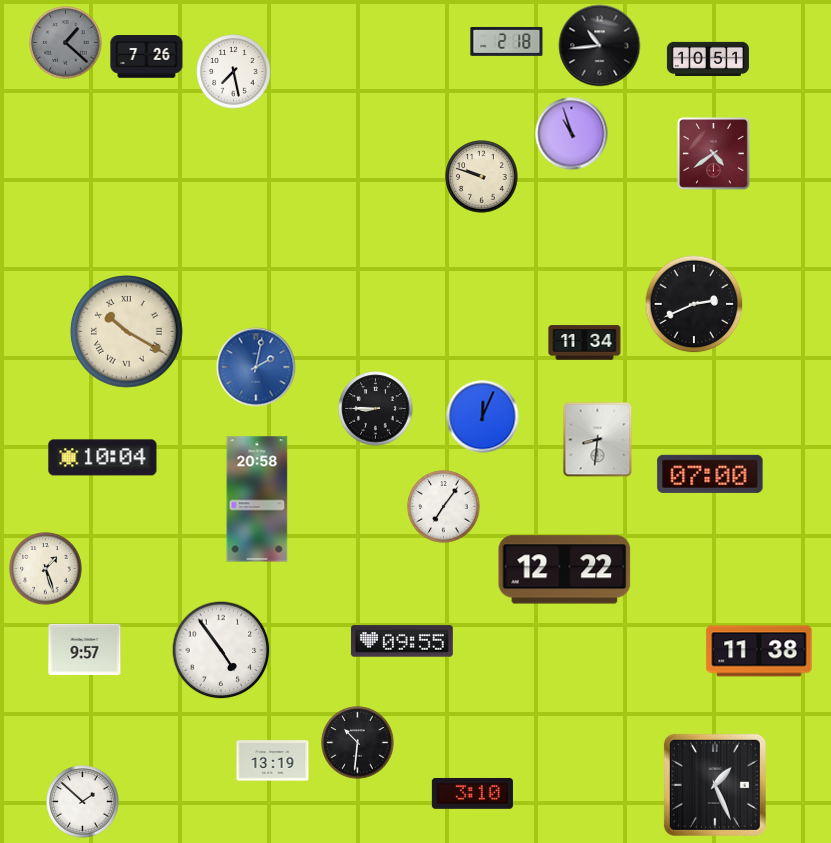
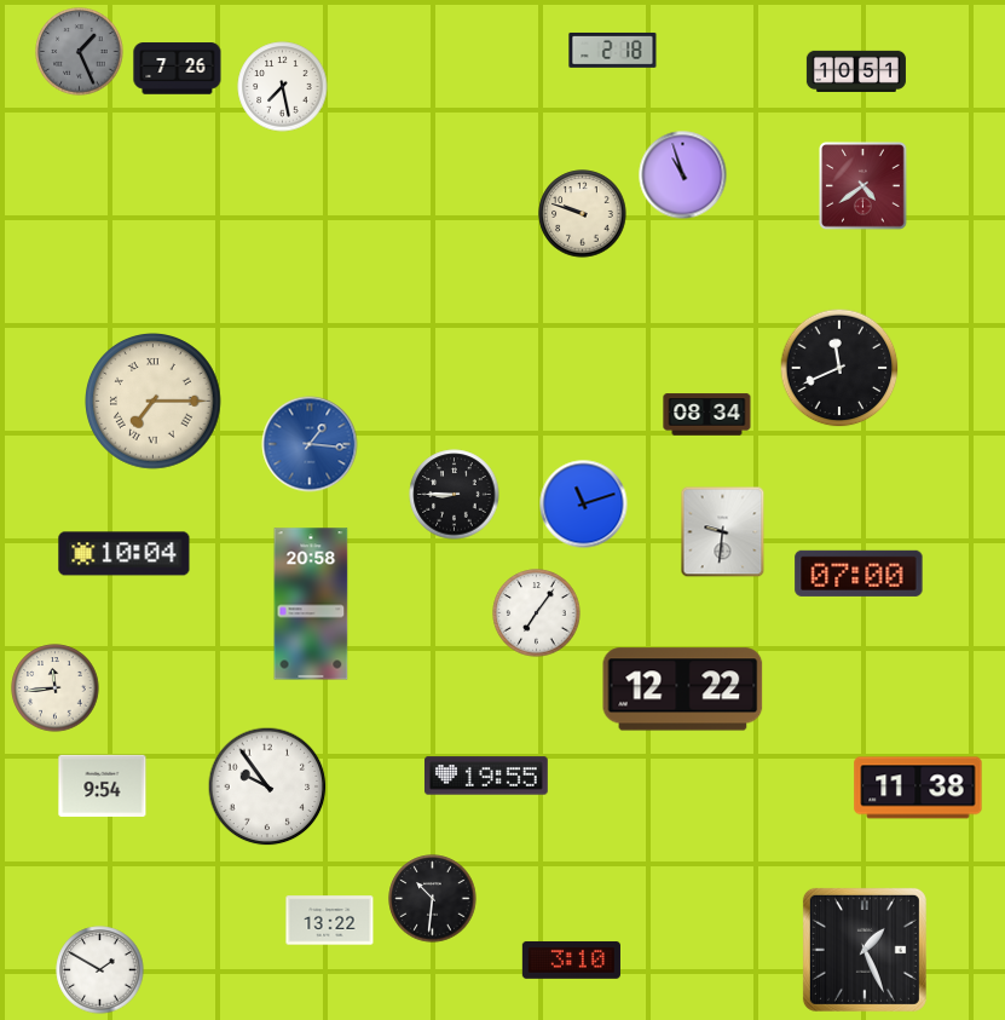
clock at (66, 43): 1:22 -> 1:26
clock at (600, 46): 10:44 -> none
clock at (572, 134) position: (572, 134) -> (683, 175)
clock at (694, 304): 2:41 -> 11:41
clock at (127, 332): 10:20 -> 7:15
clock at (585, 343): 11:34 -> 08:34
clock at (256, 367): 2:02 -> 1:16
clock at (483, 417): 12:04 -> 11:12
clock at (598, 440): 8:31 -> 9:31
clock at (46, 569): 1:27 -> 11:44
clock at (402, 641): 09:55 -> 19:55
clock at (85, 649): 9:57 -> 9:54
clock at (221, 650): 4:54 -> 9:54
clock at (273, 761): 13:19 -> 13:22
clock at (83, 802): 1:52 -> 1:50
